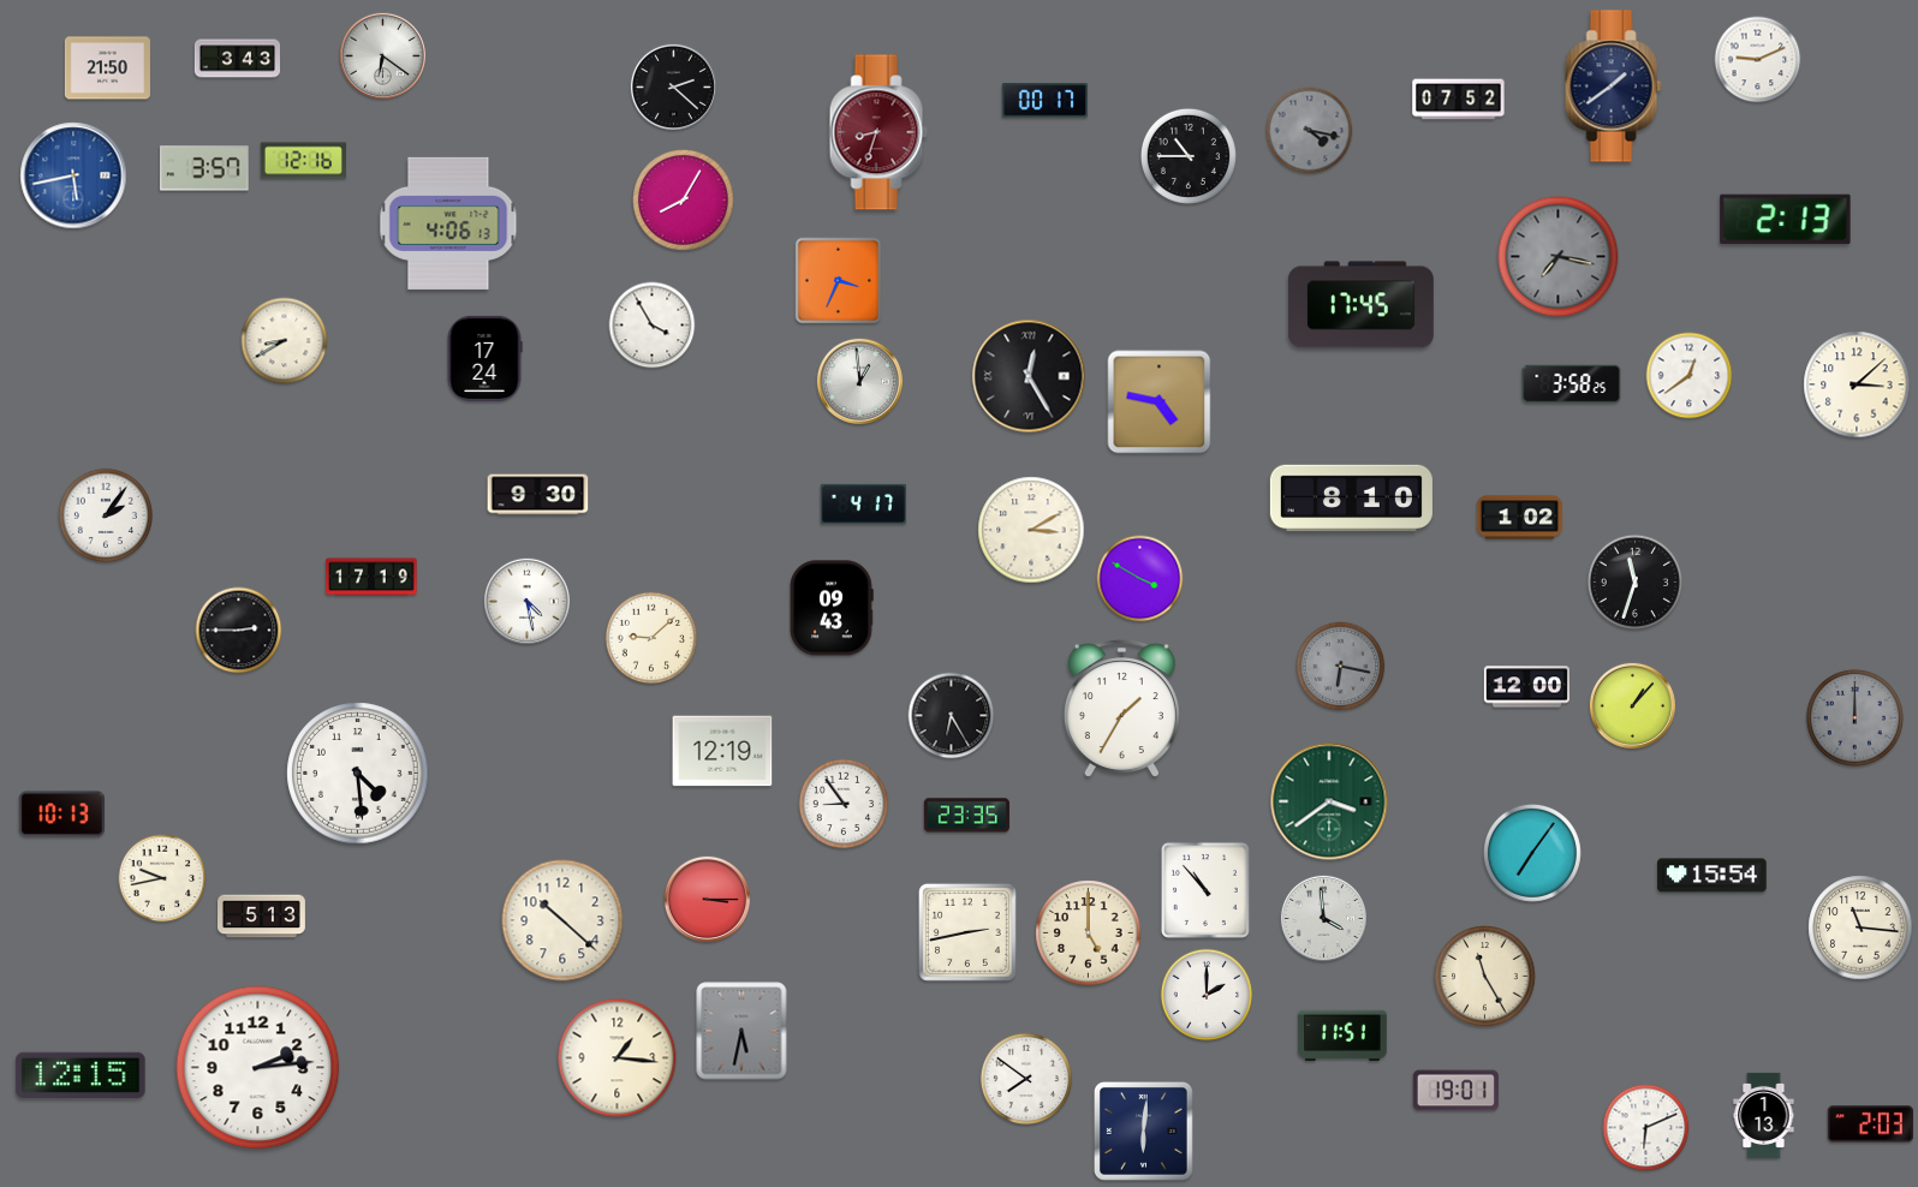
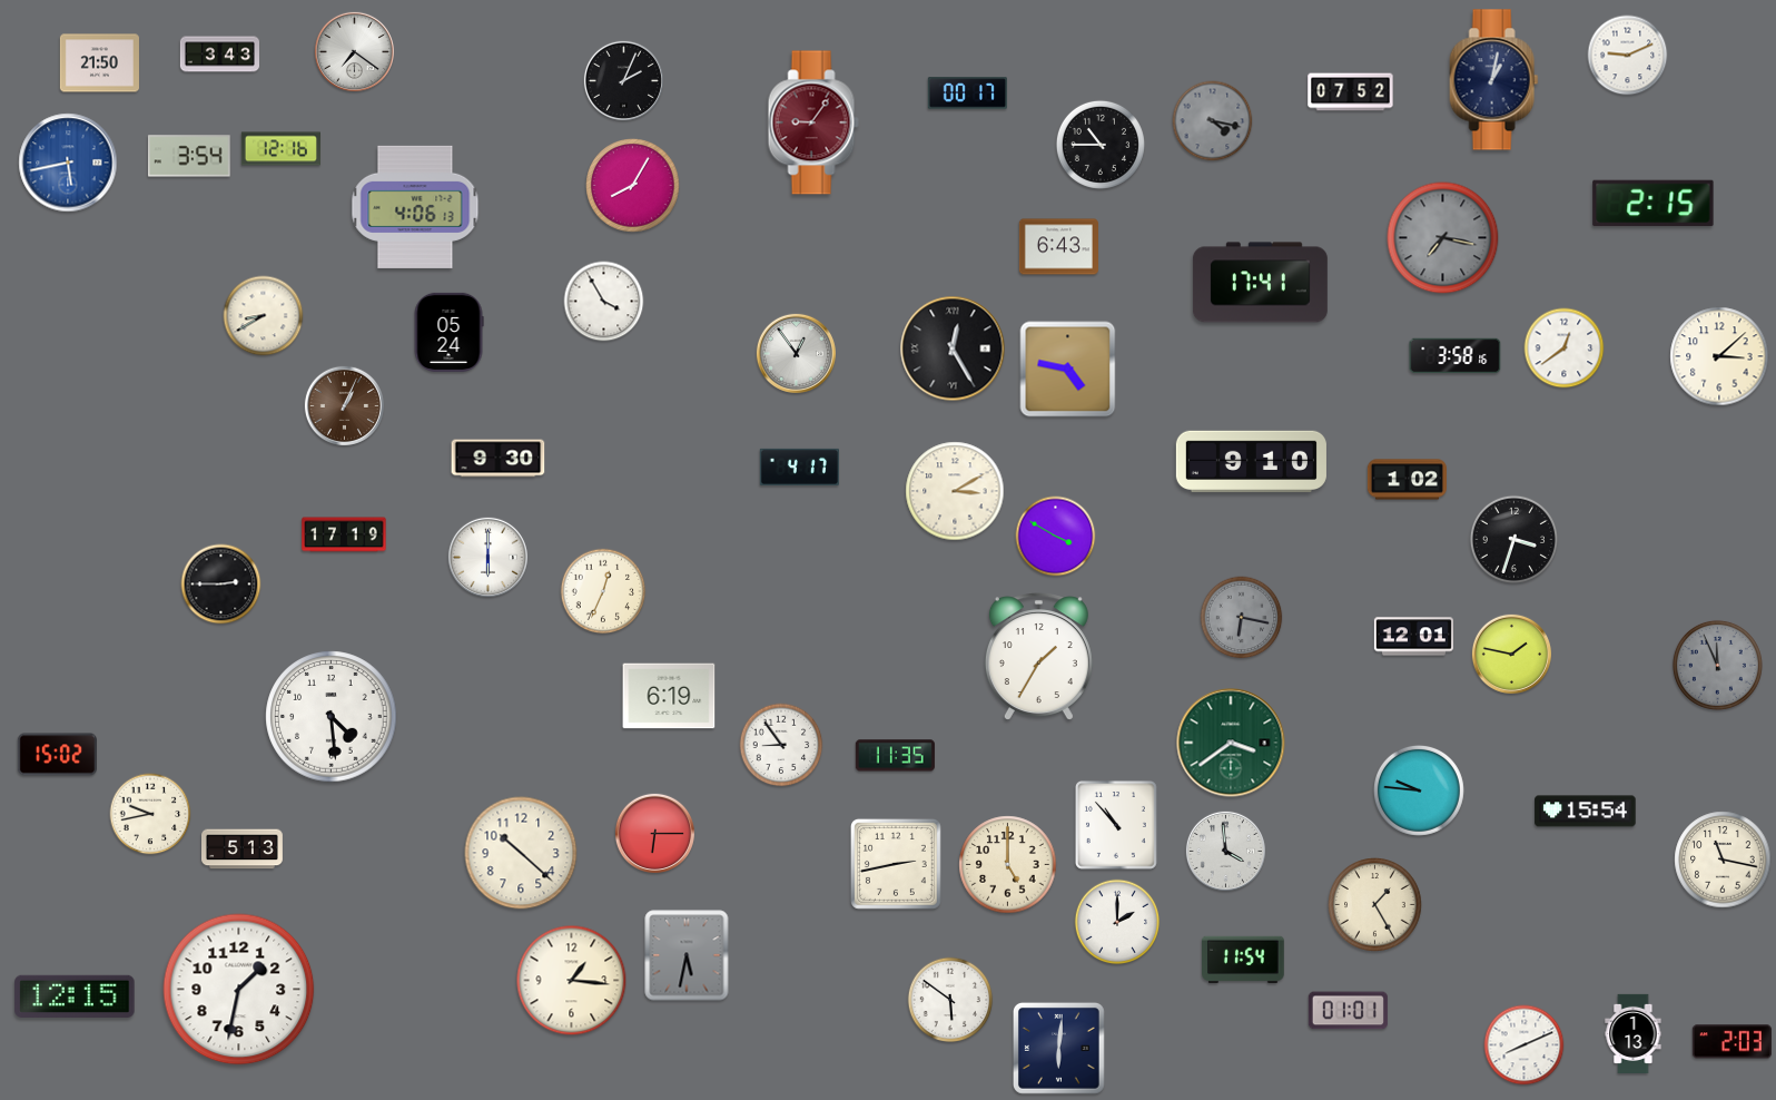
clock at (382, 55): 6:21 -> 7:21
clock at (673, 87): 2:22 -> 2:04
clock at (1614, 87): 1:39 -> 1:02
clock at (878, 132): 8:33 -> 9:06
clock at (204, 168): 3:57 -> 3:54
clock at (1786, 220): 2:13 -> 2:15
clock at (1058, 247): none -> 6:43
clock at (839, 281): 3:34 -> none
clock at (1360, 305): 17:45 -> 17:41
clock at (484, 358): 17:24 -> 05:24
clock at (859, 381): 12:59 -> 12:54
clock at (1572, 384): 3:58:25 -> 3:58:16
clock at (1160, 402) position: (1160, 402) -> (1068, 370)
clock at (344, 405): none -> 1:04
clock at (1351, 499): 8:10 -> 9:10
clock at (106, 514): 2:06 -> none
clock at (1634, 581): 11:33 -> 3:33
clock at (526, 601): 4:28 -> 6:00
clock at (832, 608): 09:43 -> none
clock at (651, 638): 9:08 -> 12:34
clock at (1526, 687): 12:00 -> 12:01
clock at (1632, 705): 1:07 -> 1:47
clock at (952, 716): 6:25 -> none
clock at (1854, 717): 12:00 -> 11:56
clock at (722, 751): 12:19 -> 6:19
clock at (61, 815): 10:13 -> 15:02
clock at (966, 816): 23:35 -> 11:35
clock at (1532, 853): 7:06 -> 9:46
clock at (707, 899): 3:15 -> 6:15
clock at (1860, 927): 11:16 -> 11:17
clock at (1485, 977): 11:25 -> 1:25
clock at (1342, 1034): 11:51 -> 11:54
clock at (258, 1068): 2:14 -> 1:32
clock at (1026, 1079): 7:51 -> 5:51
clock at (1455, 1091): 19:01 -> 01:01
clock at (1646, 1128): 6:11 -> 8:11
